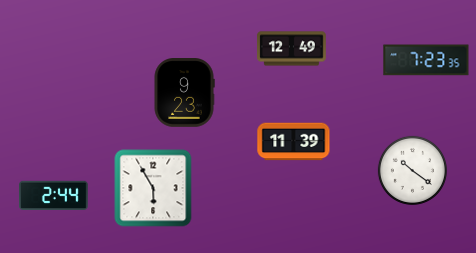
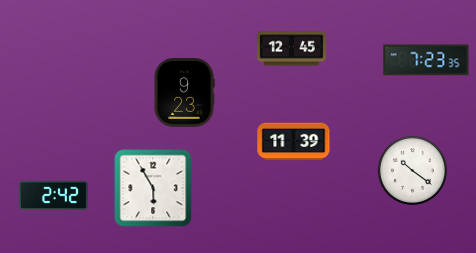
clock at (292, 49): 12:49 -> 12:45
clock at (54, 195): 2:44 -> 2:42
